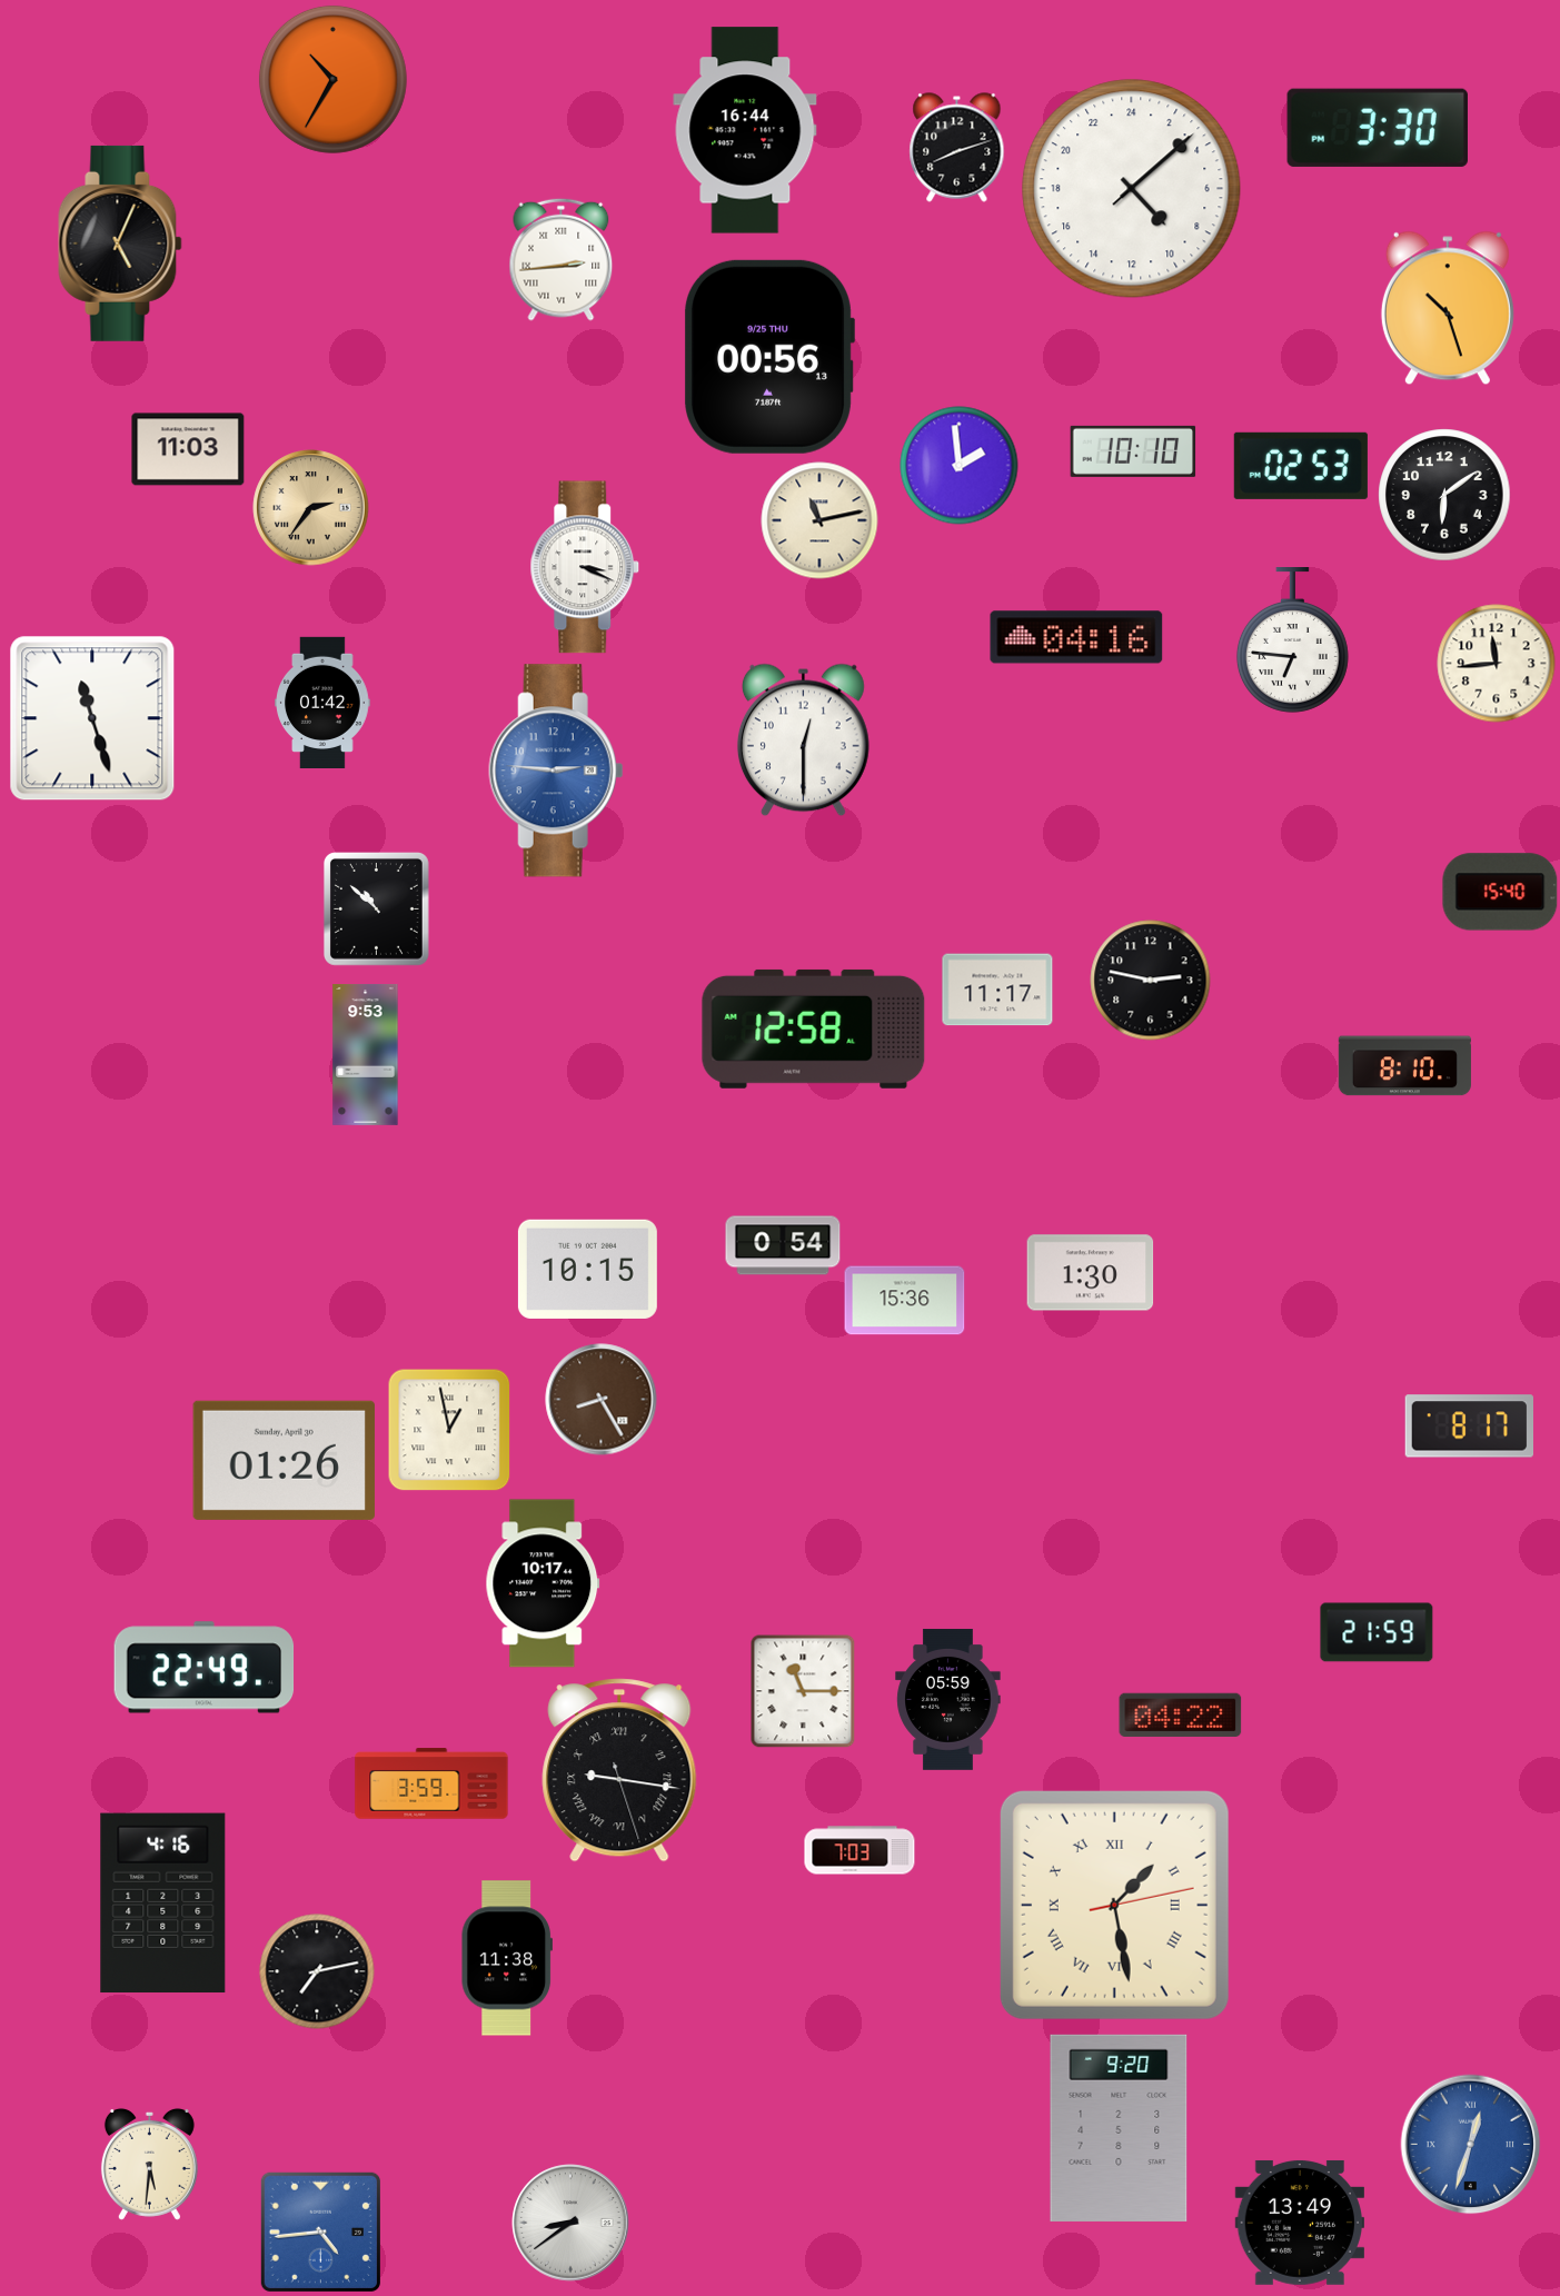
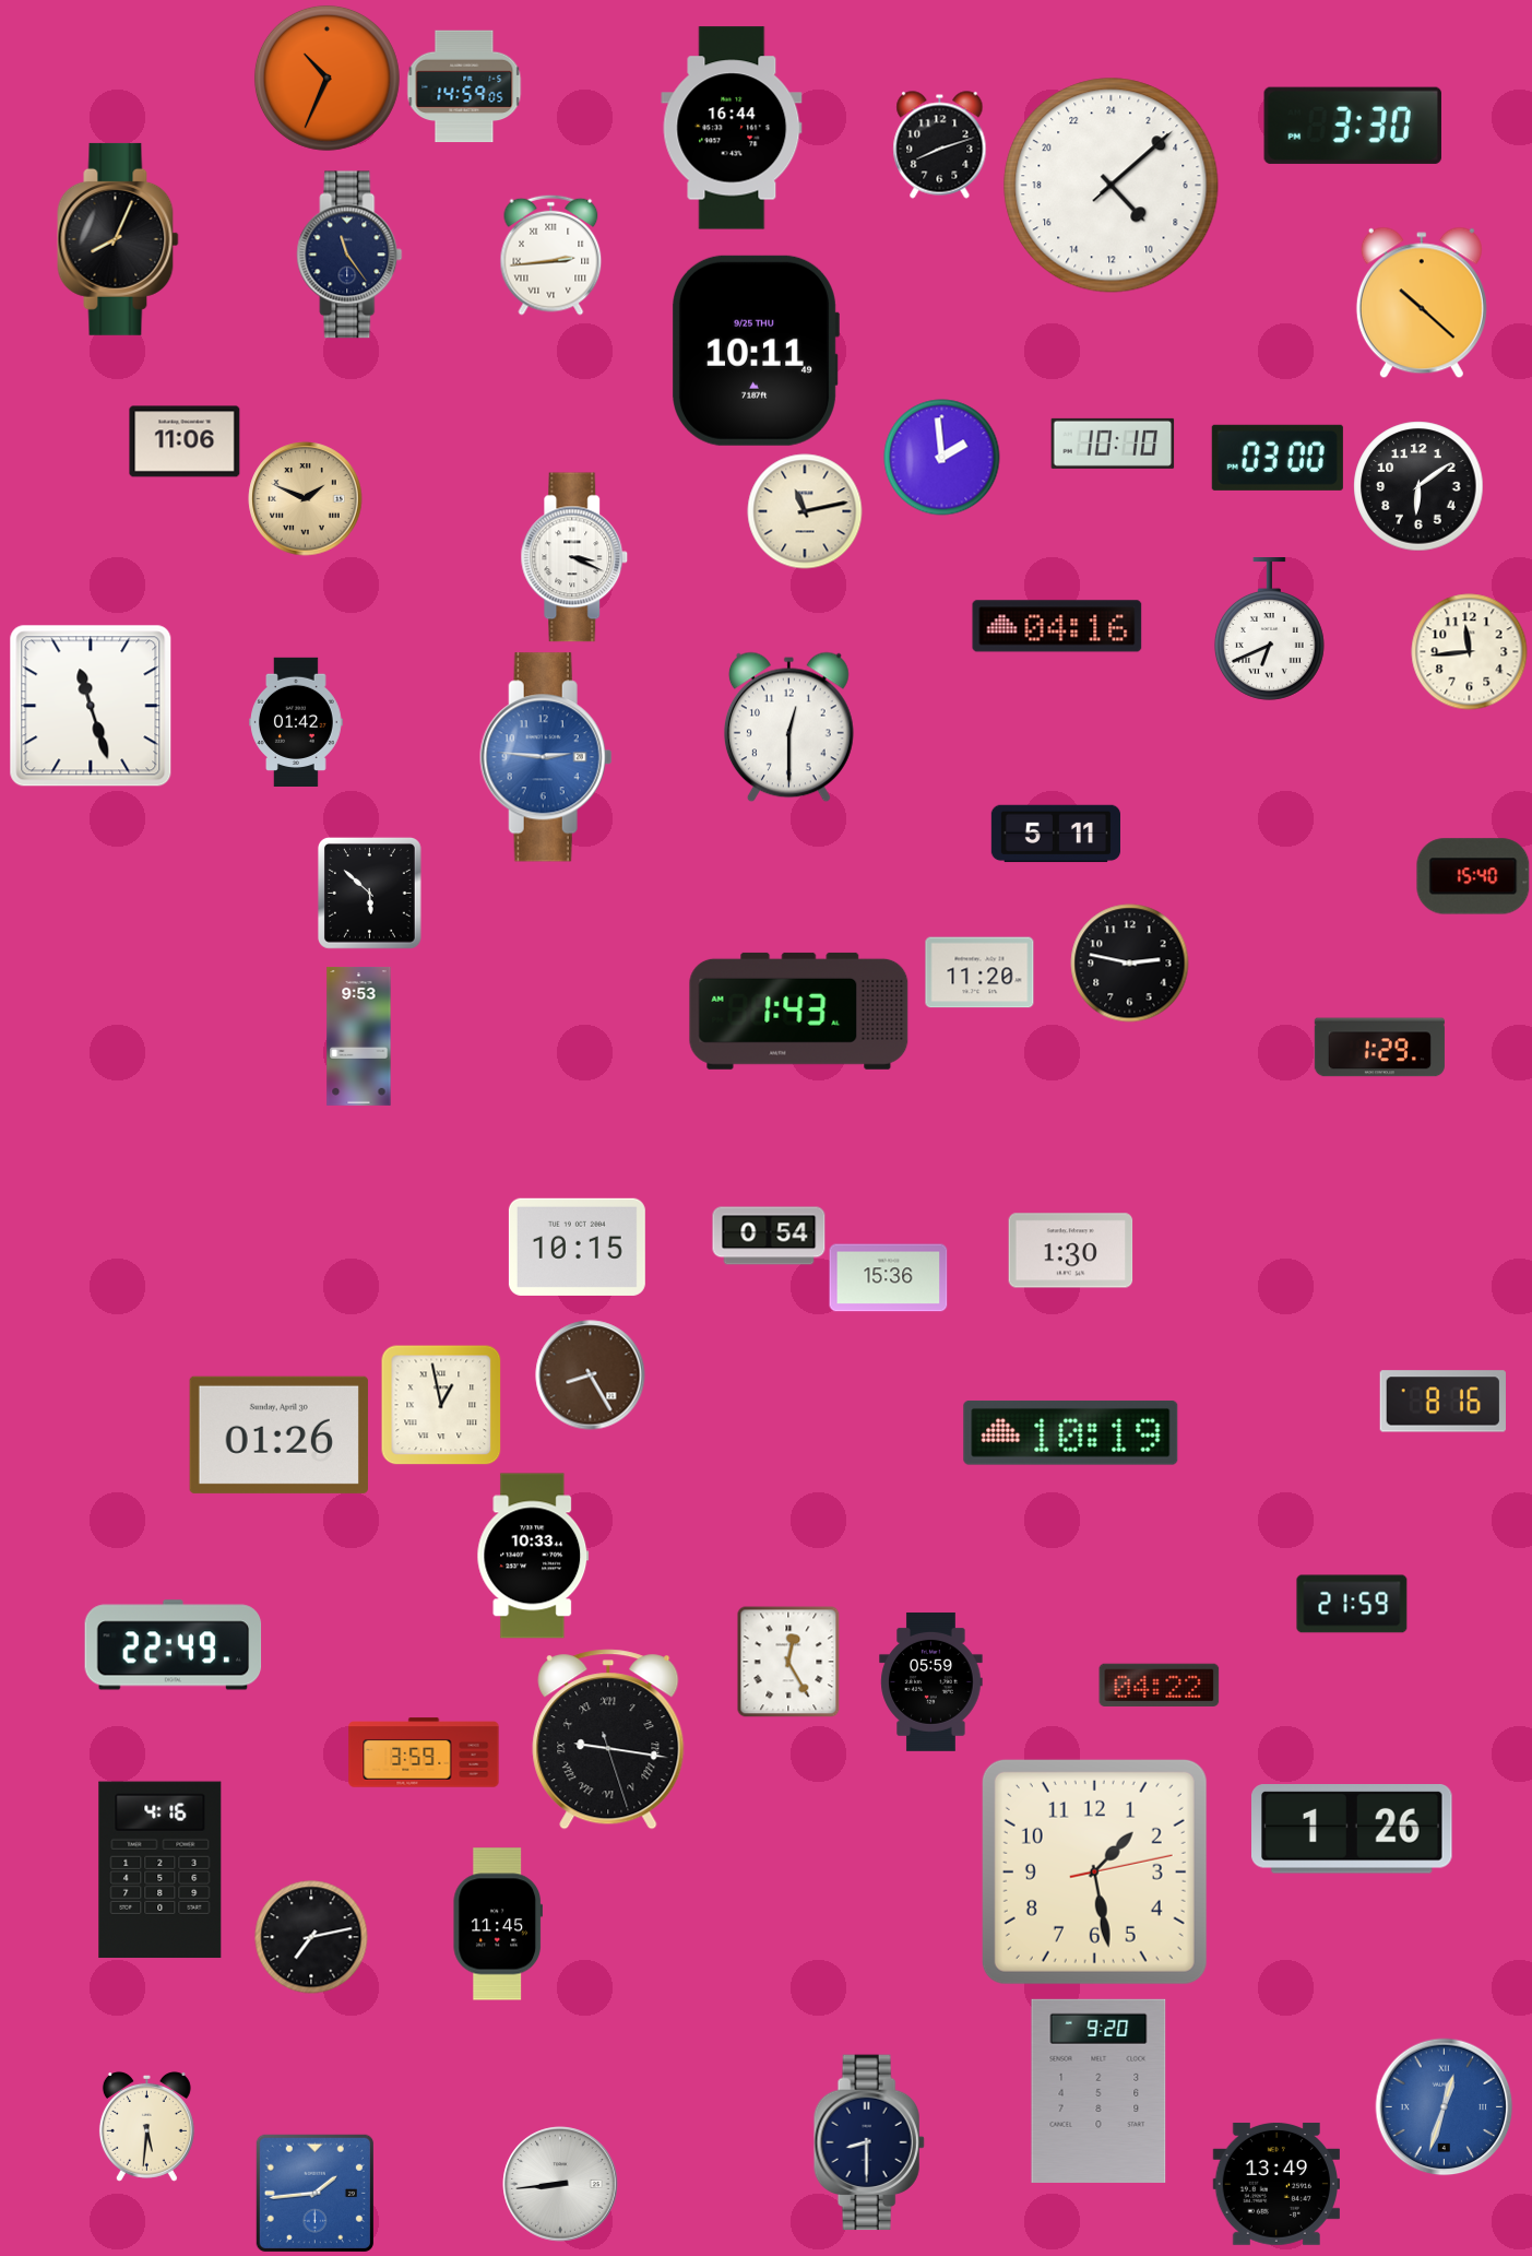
clock at (332, 79): 10:35 -> 10:34
clock at (464, 86): none -> 14:59
clock at (120, 243): 5:04 -> 8:04
clock at (349, 255): none -> 11:24
clock at (1448, 308): 10:27 -> 10:22
clock at (769, 357): 00:56 -> 10:11
clock at (188, 449): 11:03 -> 11:06
clock at (1301, 466): 02:53 -> 03:00
clock at (311, 508): 2:36 -> 1:49
clock at (1292, 640): 6:46 -> 6:41
clock at (324, 702) position: (324, 702) -> (297, 721)
clock at (1055, 834): none -> 5:11
clock at (376, 908): 10:52 -> 5:52
clock at (997, 990): 11:17 -> 11:20
clock at (814, 1028): 12:58 -> 1:43
clock at (1404, 1066): 8:10 -> 1:29
clock at (783, 1245) position: (783, 1245) -> (769, 1236)
clock at (1469, 1427): 8:17 -> 8:16
clock at (1071, 1432): none -> 10:19
clock at (543, 1583): 10:17 -> 10:33
clock at (205, 1668) position: (205, 1668) -> (174, 1645)
clock at (803, 1691): 11:15 -> 12:25
clock at (948, 1699) position: (948, 1699) -> (931, 1681)
clock at (860, 1850): 7:03 -> none
clock at (1353, 1829): none -> 1:26
clock at (1114, 1905) numerals: Roman -> Arabic
clock at (506, 1958): 11:38 -> 11:45
clock at (869, 2142): none -> 8:30
clock at (570, 2223): 8:39 -> 8:44
clock at (320, 2232): 4:44 -> 1:44
